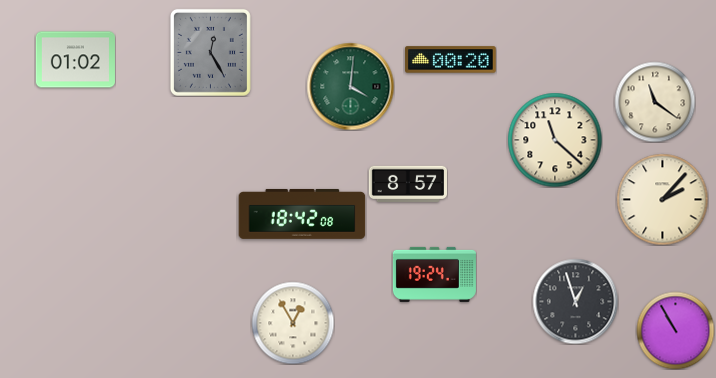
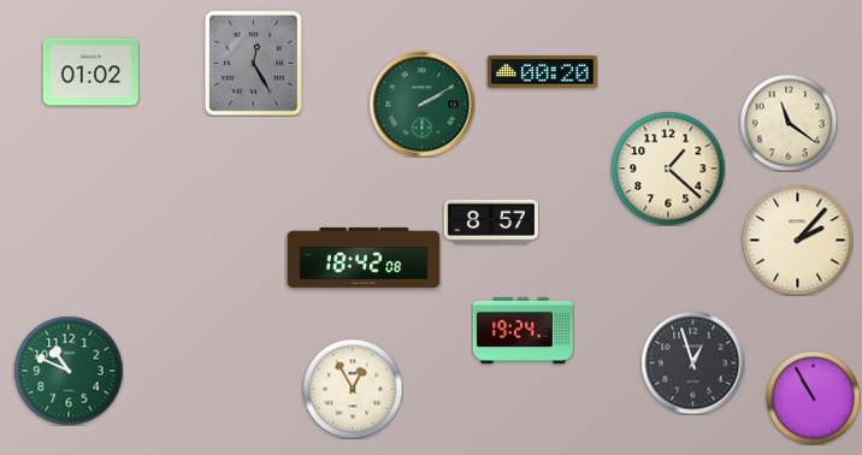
clock at (350, 86): 4:01 -> 2:10
clock at (555, 140): 11:22 -> 1:22
clock at (69, 371): none -> 10:49
